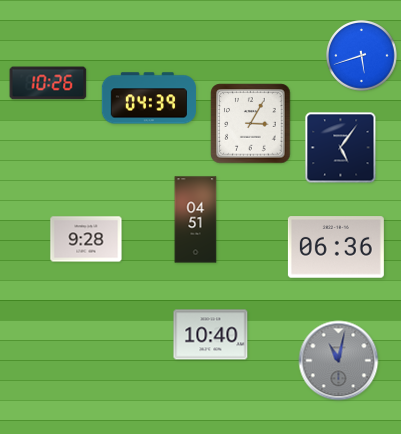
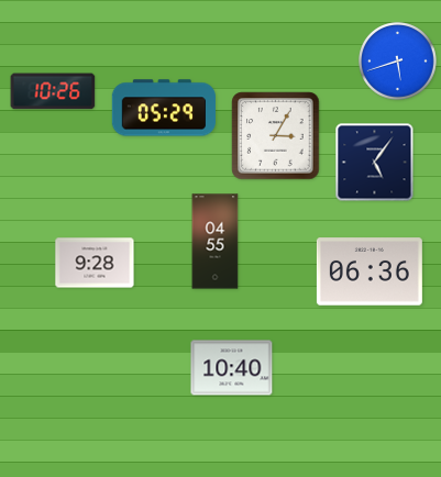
clock at (148, 98): 04:39 -> 05:29
clock at (196, 220): 04:51 -> 04:55
clock at (339, 361): 11:02 -> none
